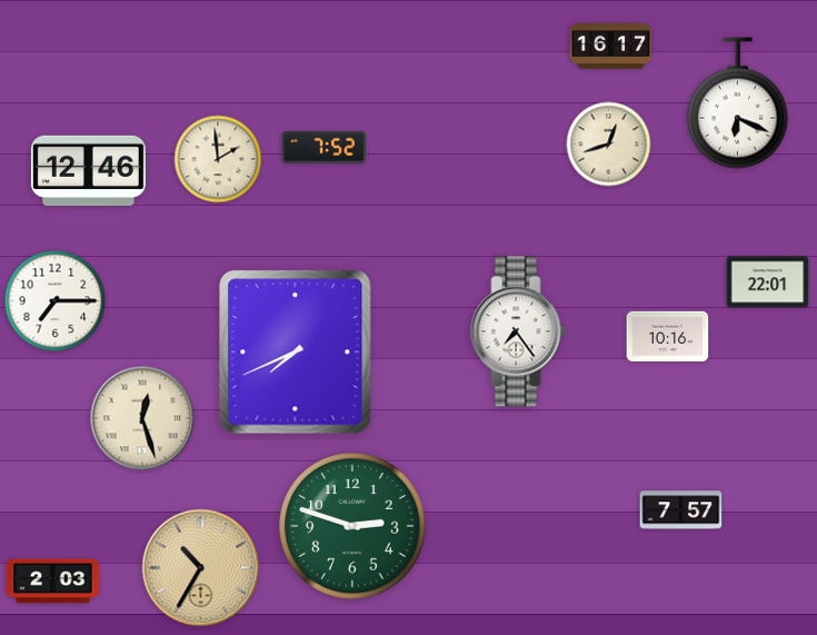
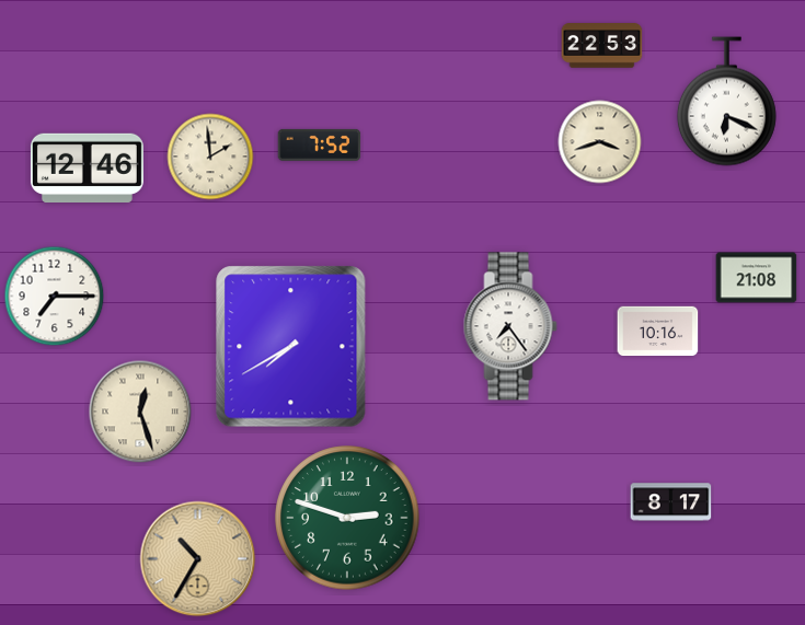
clock at (611, 47): 16:17 -> 22:53
clock at (609, 145): 12:42 -> 3:42
clock at (218, 159) position: (218, 159) -> (210, 157)
clock at (768, 282): 22:01 -> 21:08
clock at (296, 353): 7:41 -> 7:40
clock at (681, 510): 7:57 -> 8:17
clock at (53, 582): 2:03 -> none
